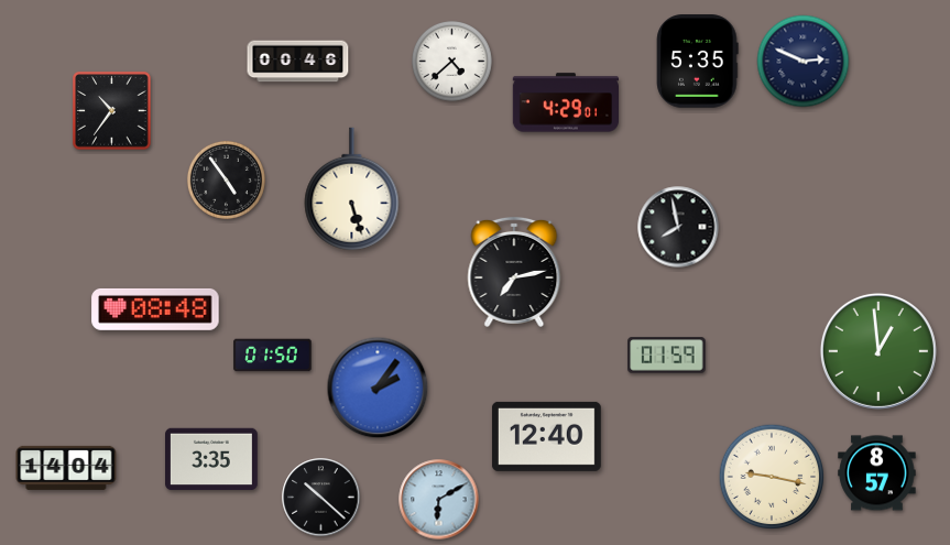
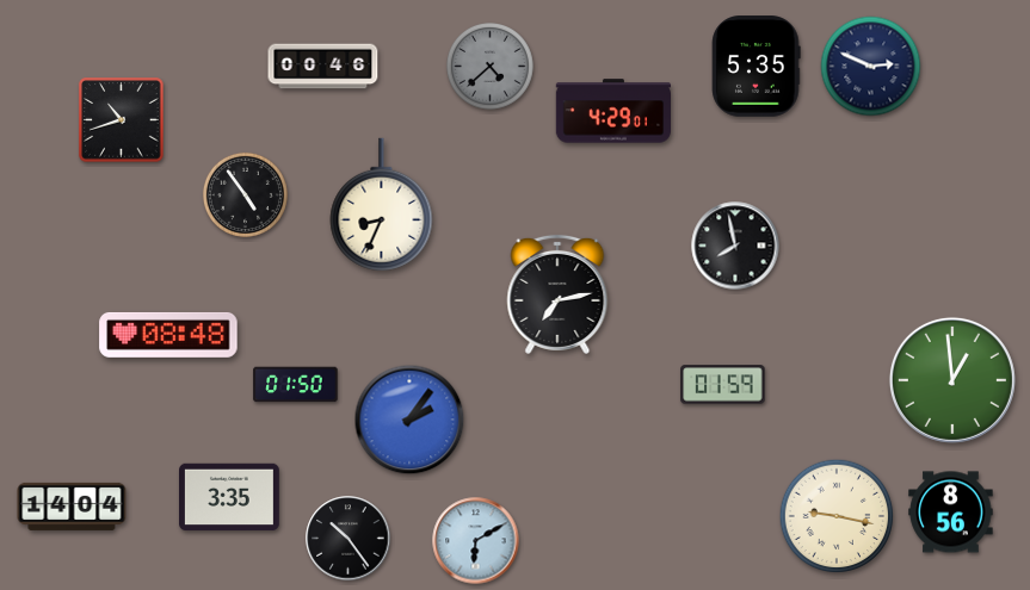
clock at (452, 62) dial: white -> grey
clock at (112, 111): 10:36 -> 10:42
clock at (352, 189): 5:27 -> 8:34
clock at (546, 436): 12:40 -> none
clock at (877, 473): 8:57 -> 8:56
clock at (321, 498): 10:22 -> 10:24
